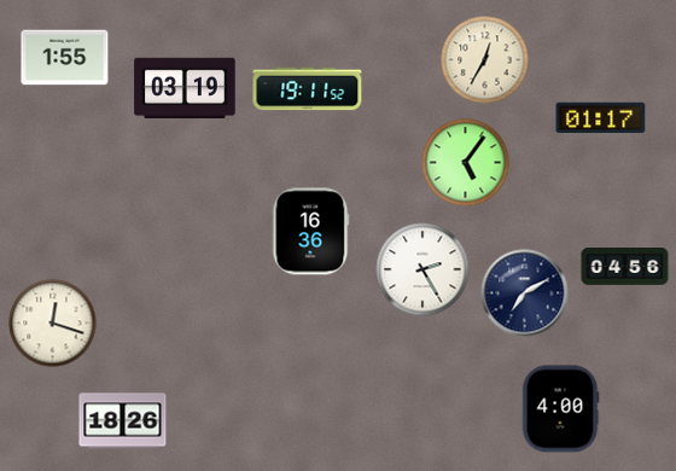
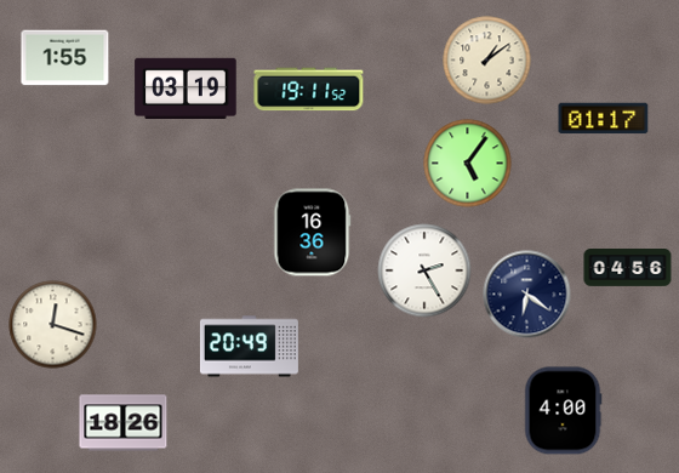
clock at (485, 60): 12:35 -> 1:09
clock at (525, 293): 7:10 -> 6:21
clock at (249, 347): none -> 20:49
